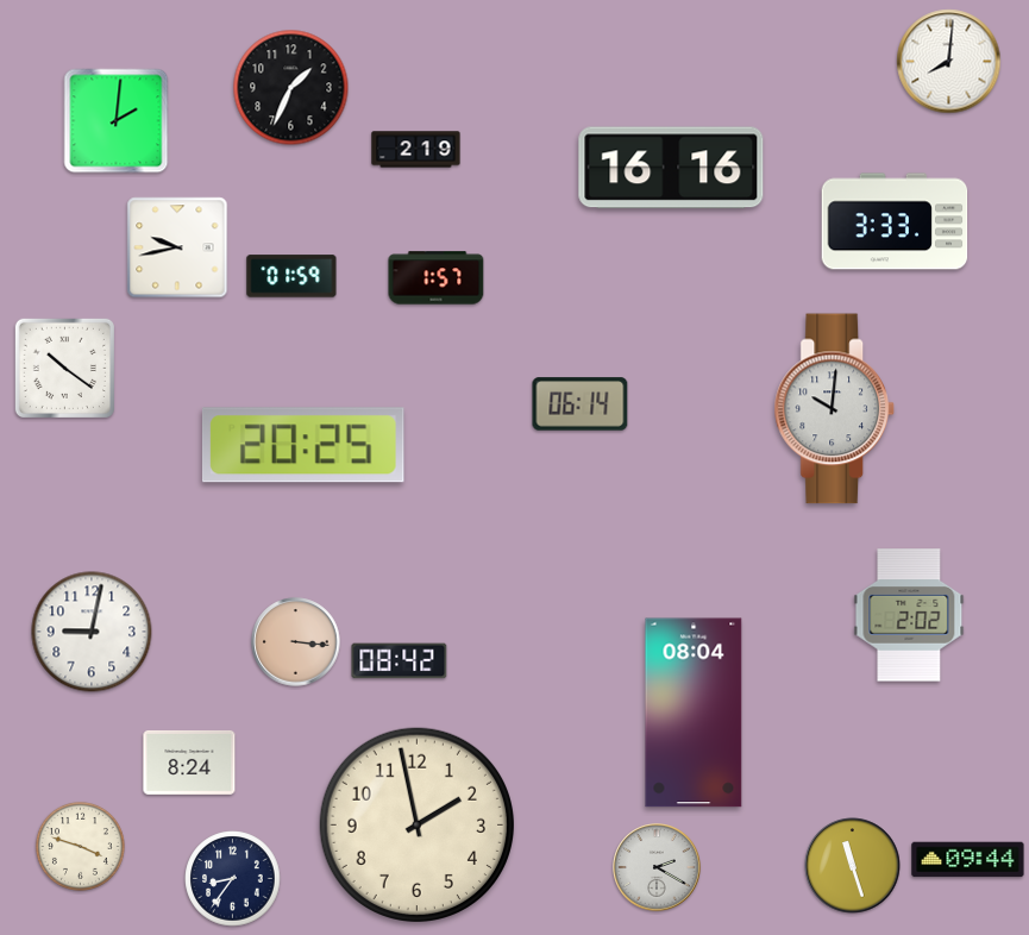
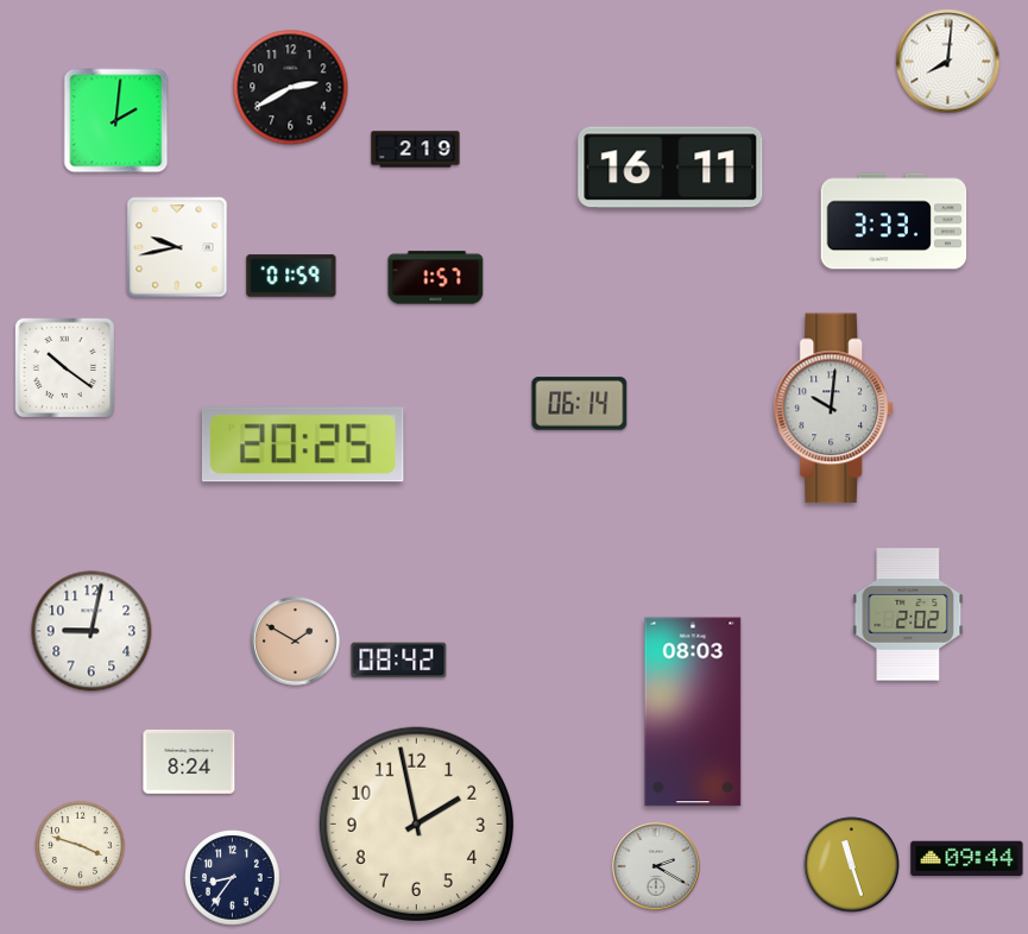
clock at (291, 88): 1:34 -> 2:40
clock at (671, 168): 16:16 -> 16:11
clock at (296, 642): 3:16 -> 1:50
clock at (694, 713): 08:04 -> 08:03
